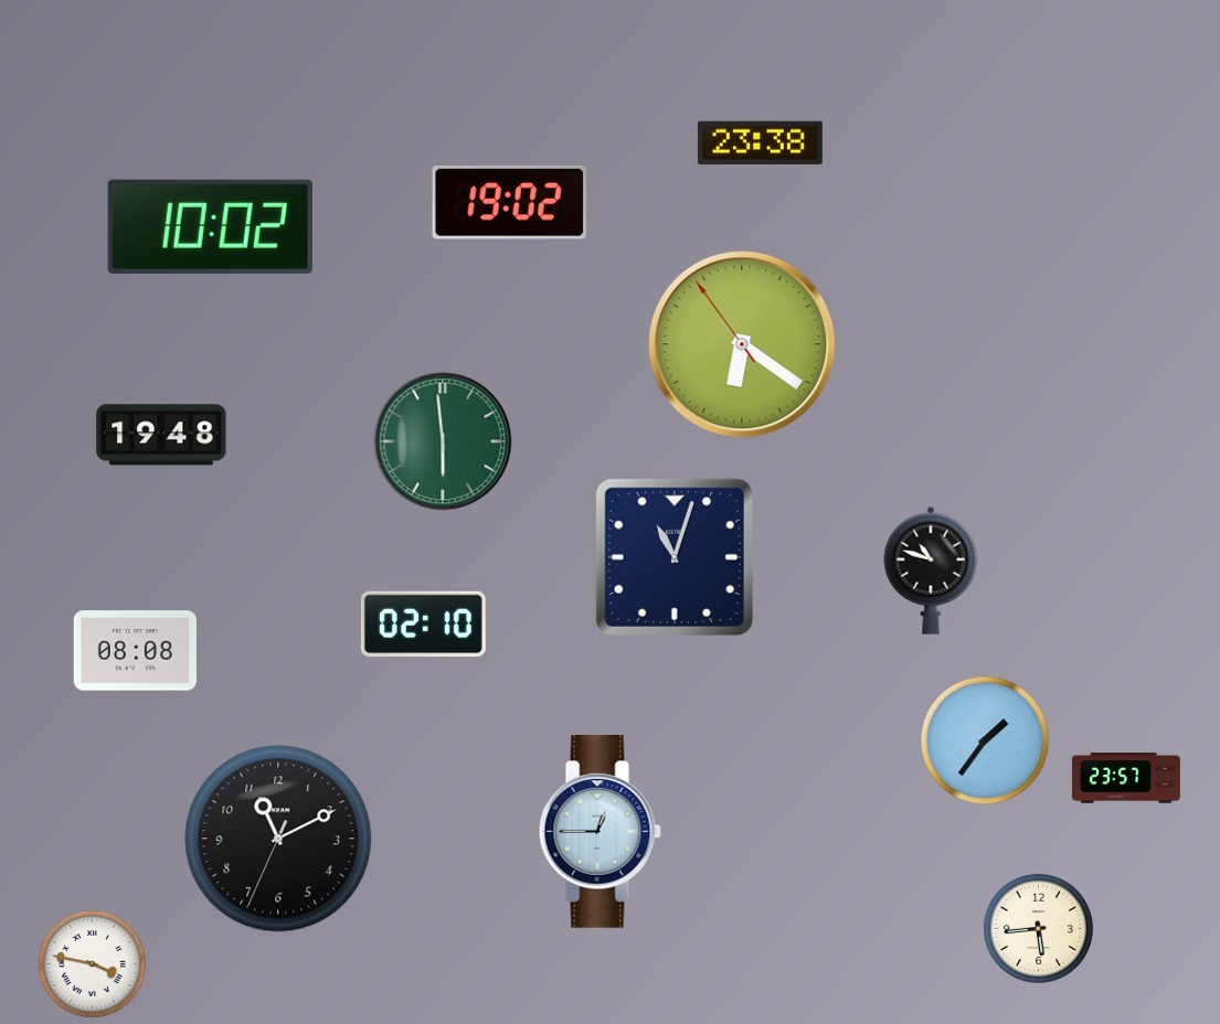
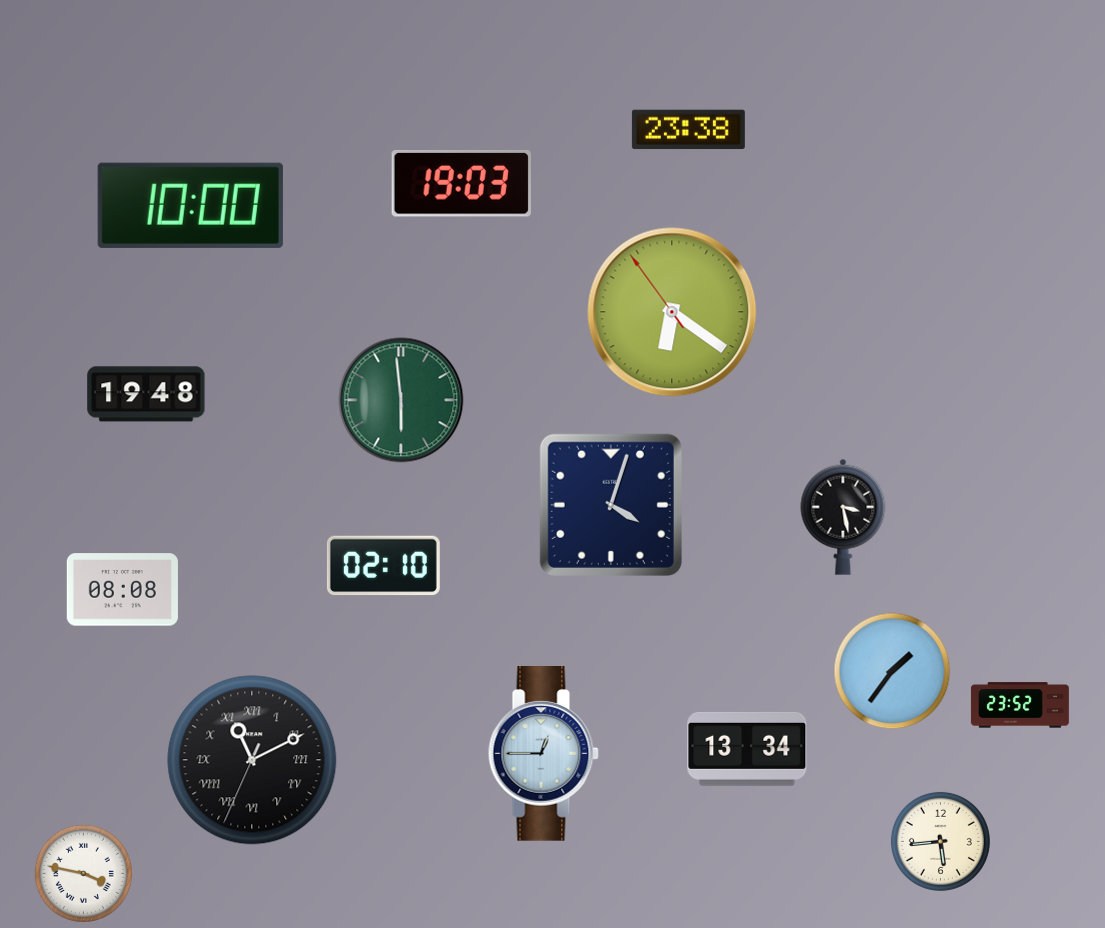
clock at (509, 203): 19:02 -> 19:03
clock at (210, 226): 10:02 -> 10:00
clock at (675, 557): 11:03 -> 4:03
clock at (931, 570): 10:48 -> 3:28
clock at (1126, 778): 23:57 -> 23:52
clock at (747, 749): none -> 13:34
clock at (278, 839) numerals: Arabic -> Roman
